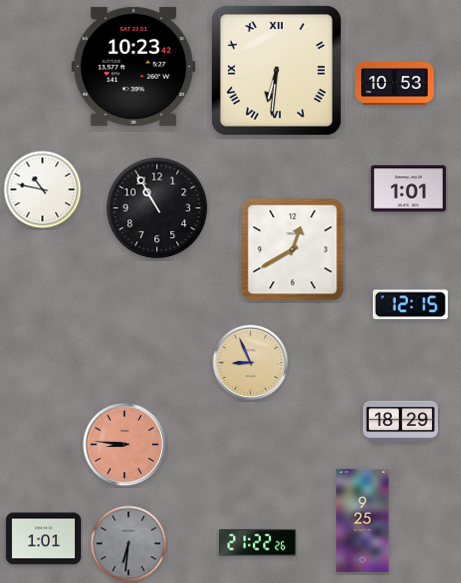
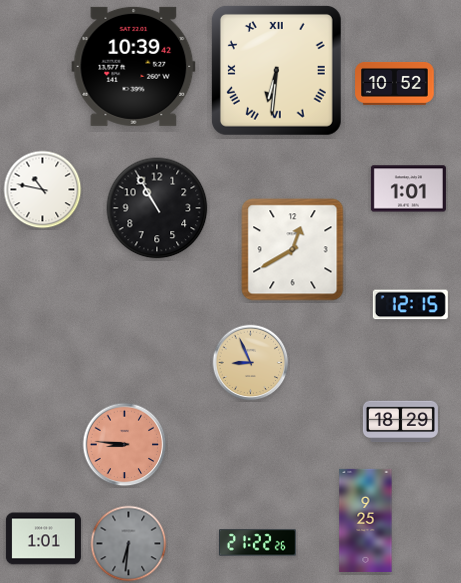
clock at (134, 66): 10:23 -> 10:39
clock at (395, 83): 10:53 -> 10:52
clock at (363, 520) position: (363, 520) -> (366, 520)
